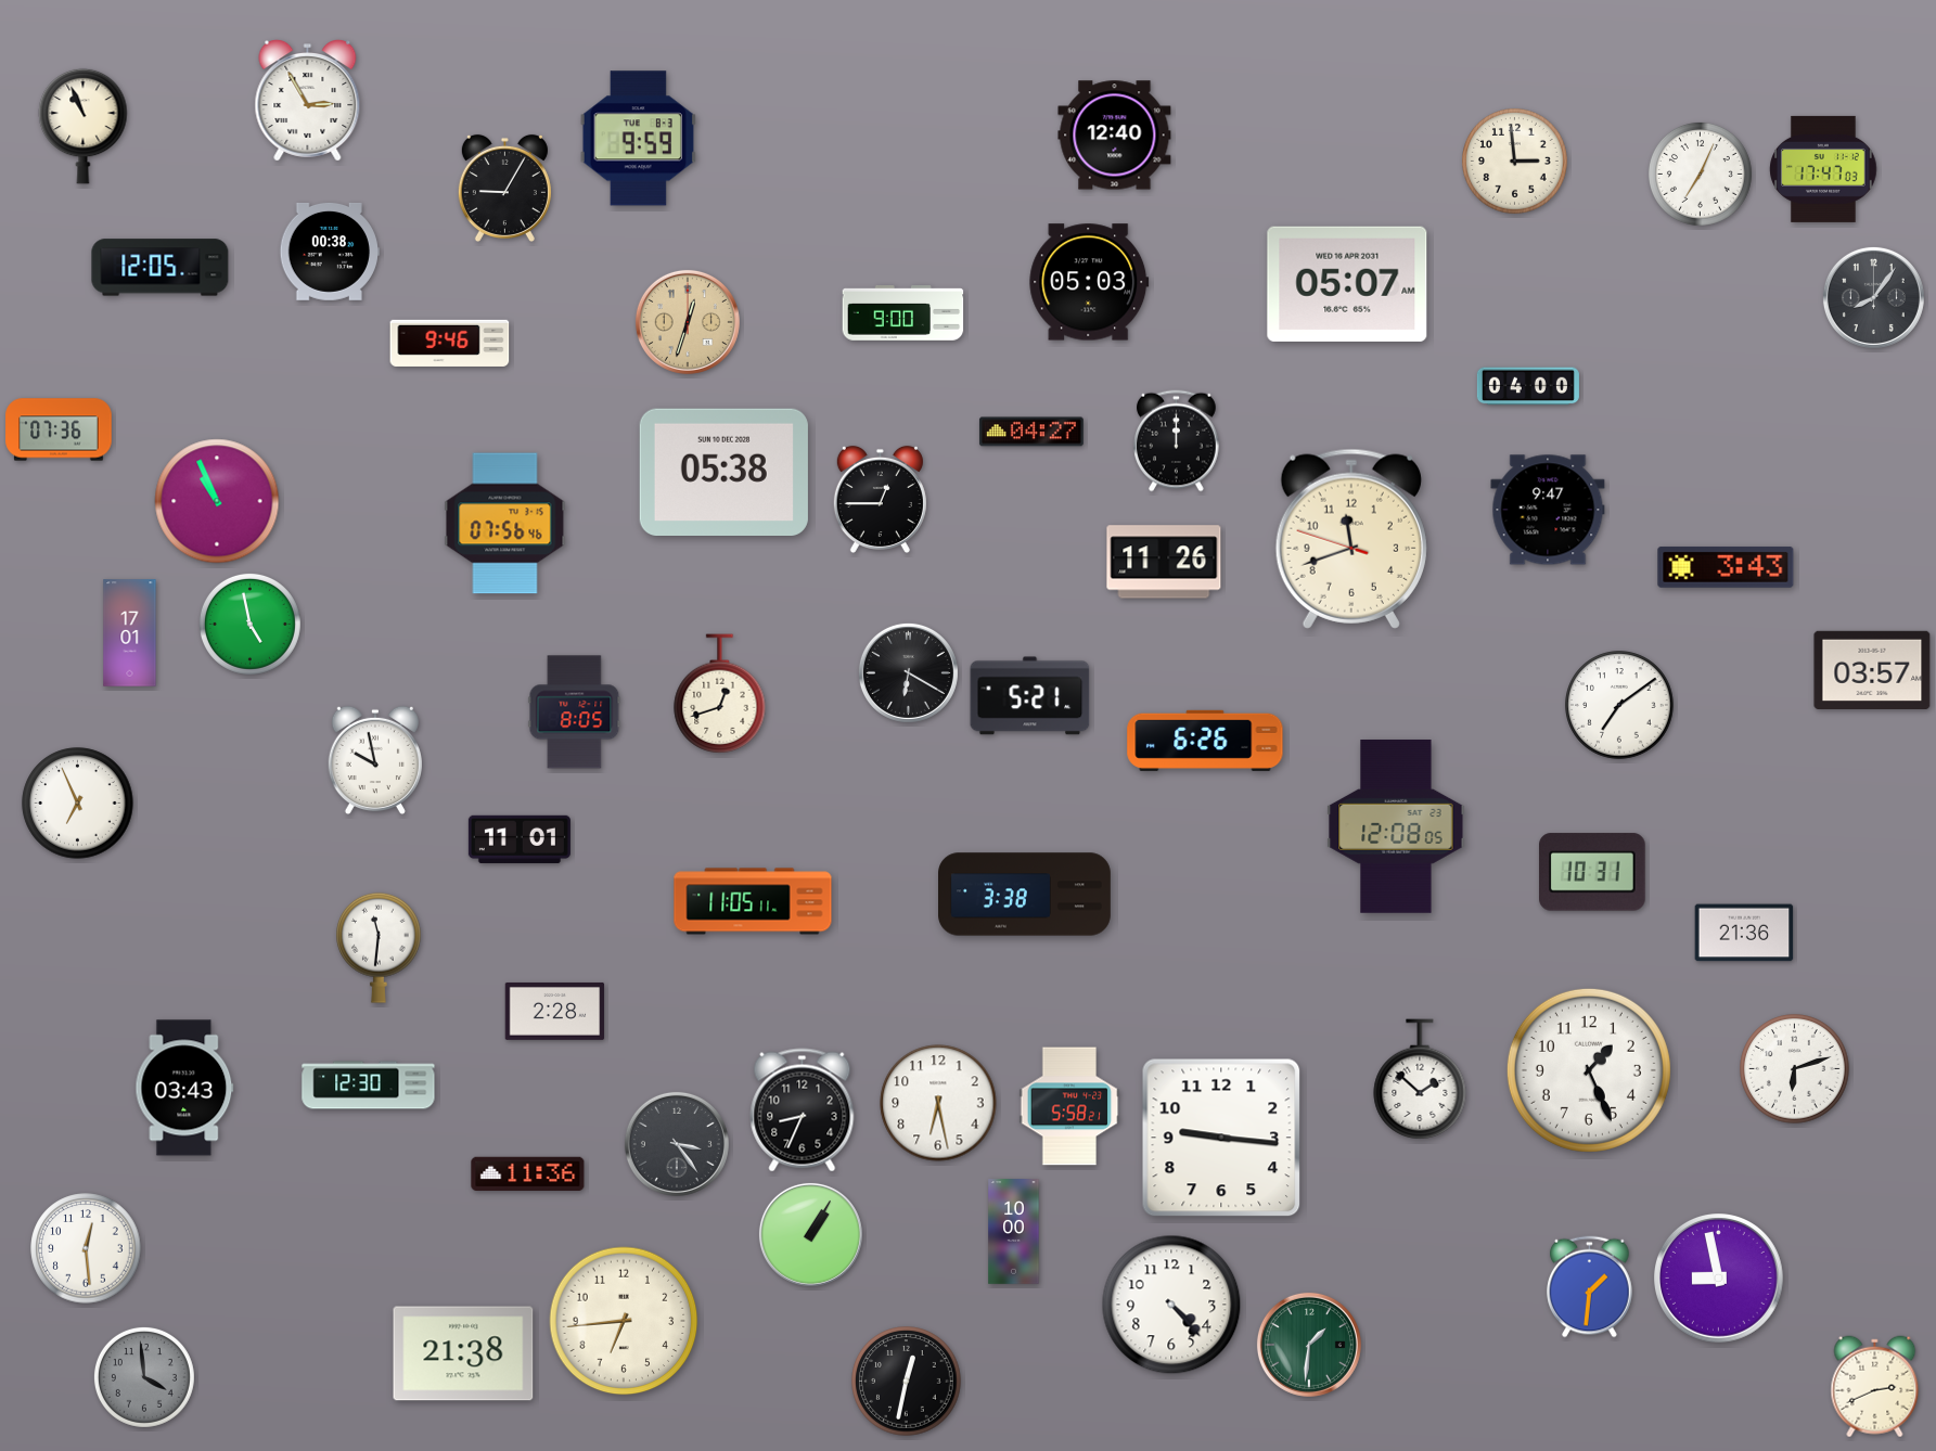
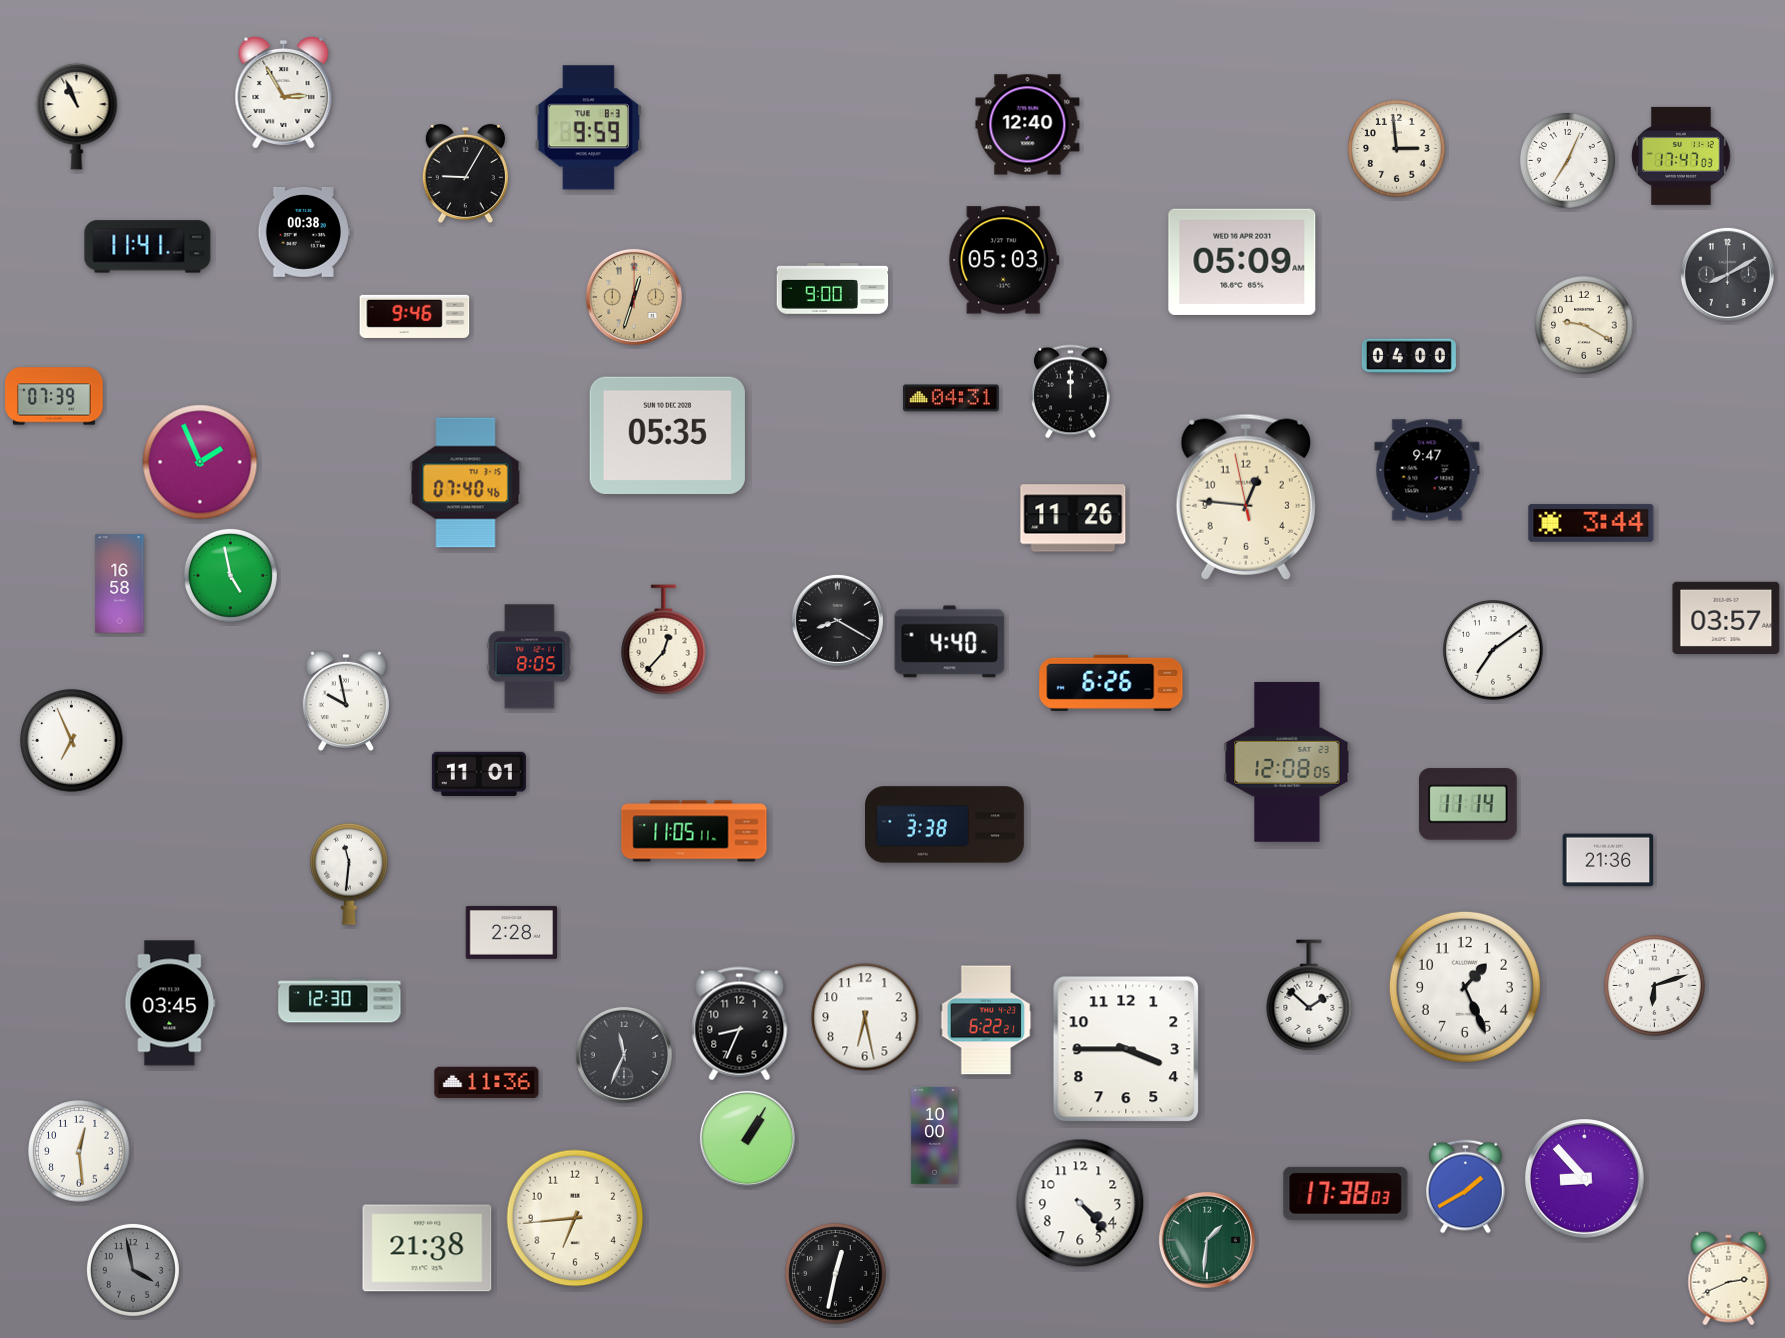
clock at (161, 268): 12:05 -> 11:41
clock at (1347, 284): 05:07 -> 05:09
clock at (1873, 297): 8:06 -> 8:10
clock at (1585, 326): none -> 9:20
clock at (59, 429): 07:36 -> 07:39
clock at (1031, 432): 04:27 -> 04:31
clock at (1177, 441) position: (1177, 441) -> (1071, 392)
clock at (723, 472): 05:38 -> 05:35
clock at (880, 499): 12:45 -> none
clock at (217, 501): 10:56 -> 1:56
clock at (505, 524): 07:56 -> 07:40
clock at (1351, 539): 11:41 -> 12:45
clock at (1726, 567): 3:43 -> 3:44
clock at (130, 633): 17:01 -> 16:58
clock at (908, 672): 6:20 -> 8:20
clock at (720, 694): 12:42 -> 12:37
clock at (1030, 696): 5:21 -> 4:40
clock at (1593, 872): 10:31 -> 11:14
clock at (184, 1088): 03:43 -> 03:45
clock at (1069, 1106): 5:58 -> 6:22
clock at (1221, 1138): 9:16 -> 3:45
clock at (677, 1144): 3:24 -> 11:34
clock at (1719, 1279): 8:58 -> 8:53
clock at (1590, 1287): 1:31 -> 1:40
clock at (1346, 1193): none -> 17:38
clock at (144, 1377): 3:59 -> 3:58
